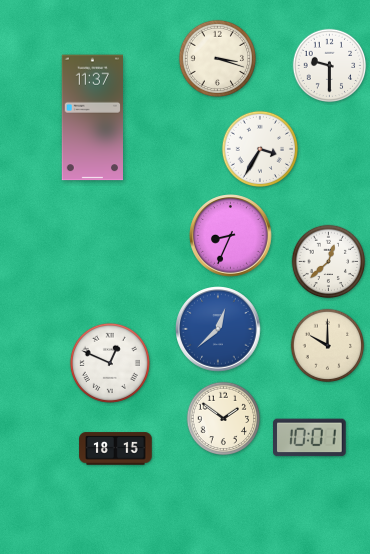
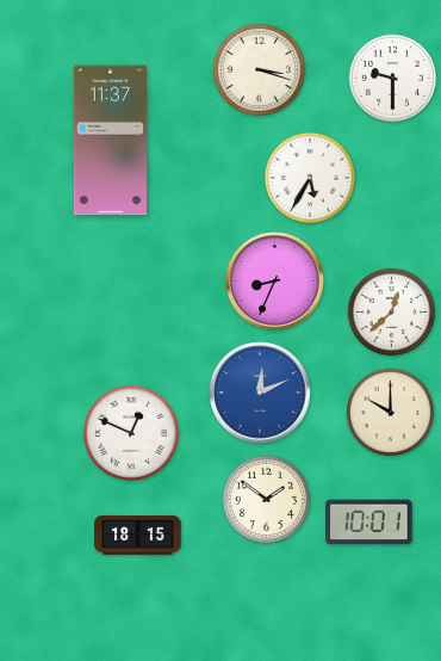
clock at (259, 148): 3:35 -> 5:35
clock at (218, 329): 12:38 -> 12:11
